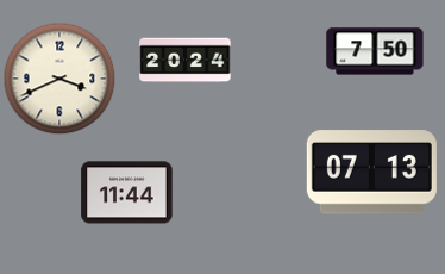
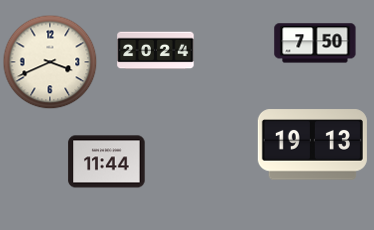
clock at (59, 79) position: (59, 79) -> (50, 62)
clock at (371, 173): 07:13 -> 19:13
